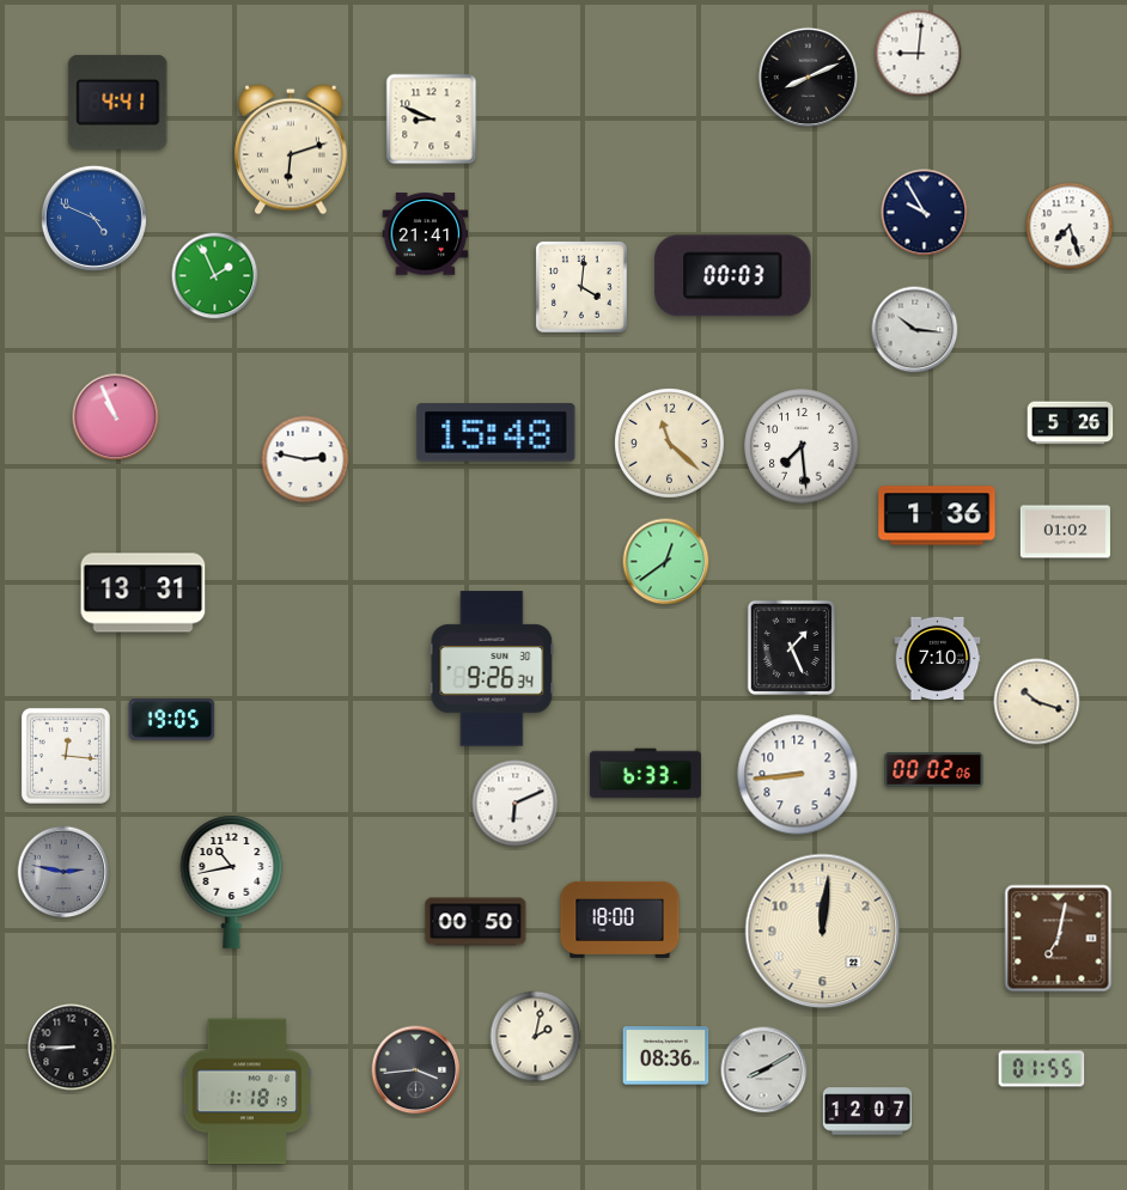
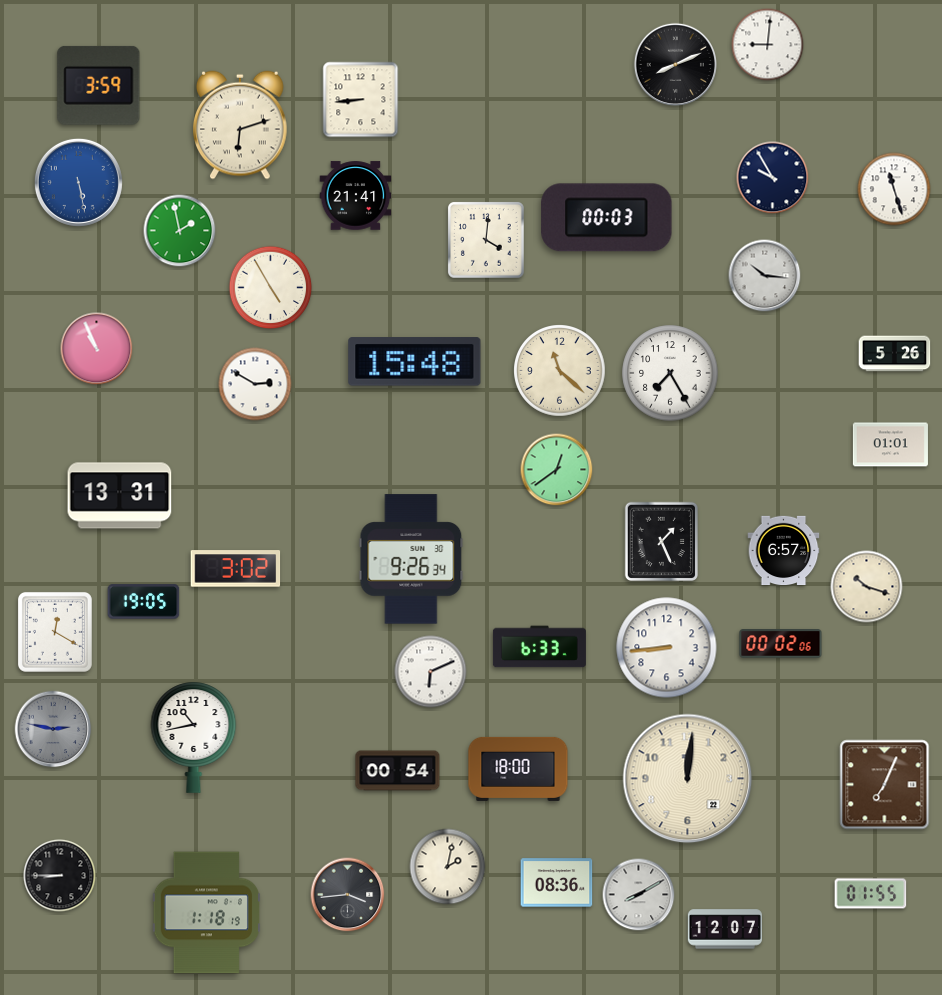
clock at (118, 102): 4:41 -> 3:59
clock at (432, 120): 8:49 -> 8:44
clock at (292, 149) position: (292, 149) -> (241, 125)
clock at (93, 218): 4:49 -> 5:28
clock at (1070, 226): 7:27 -> 11:27
clock at (215, 276): 1:56 -> 1:58
clock at (733, 276) position: (733, 276) -> (607, 218)
clock at (271, 288): none -> 4:55
clock at (802, 446): 7:29 -> 7:25
clock at (305, 459): 2:47 -> 2:50
clock at (937, 515): 1:36 -> none
clock at (1065, 532): 01:02 -> 01:01
clock at (938, 659): 7:10 -> 6:57
clock at (236, 569): none -> 3:02
clock at (66, 756): 12:16 -> 12:20
clock at (476, 922): 00:50 -> 00:54
clock at (1059, 939): 7:02 -> 7:04
